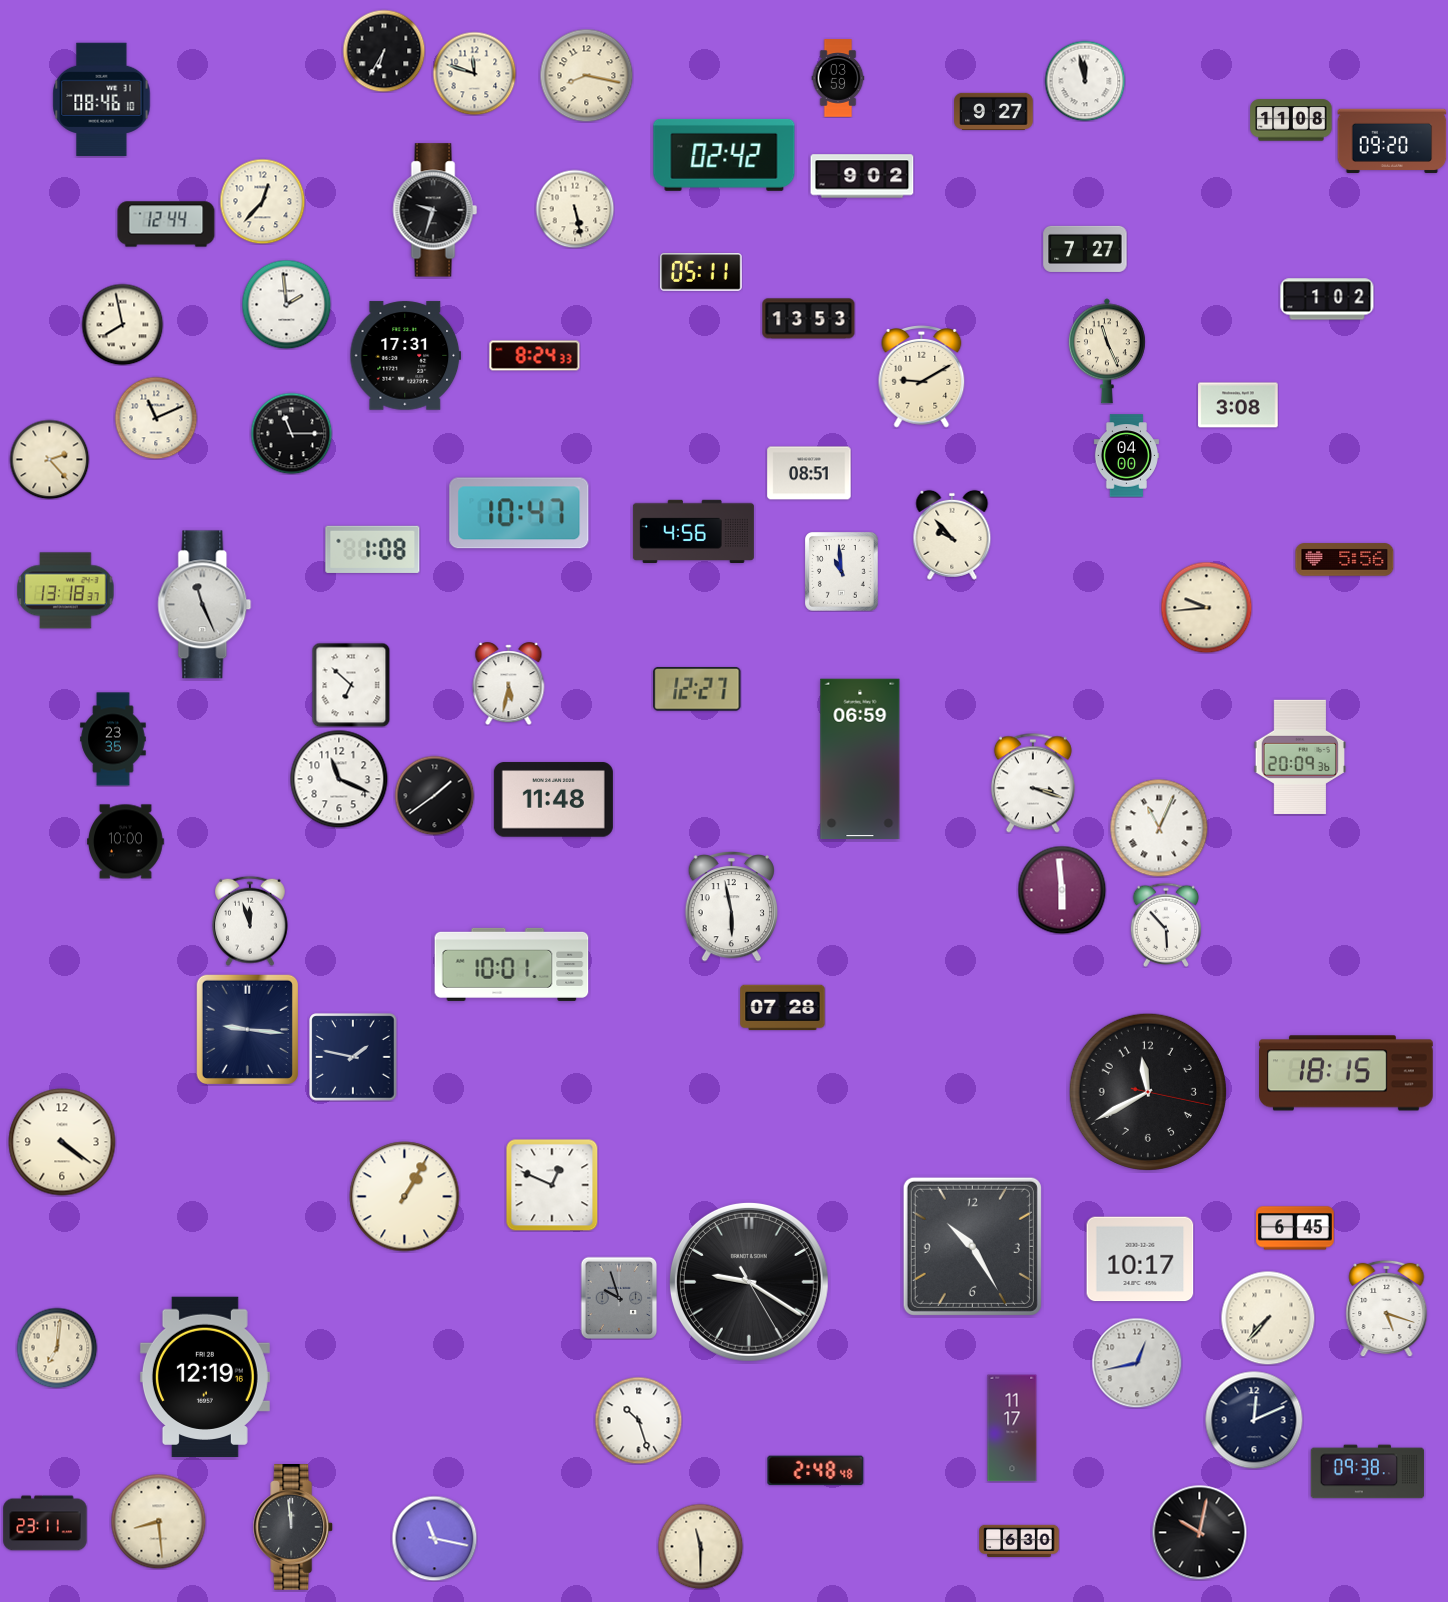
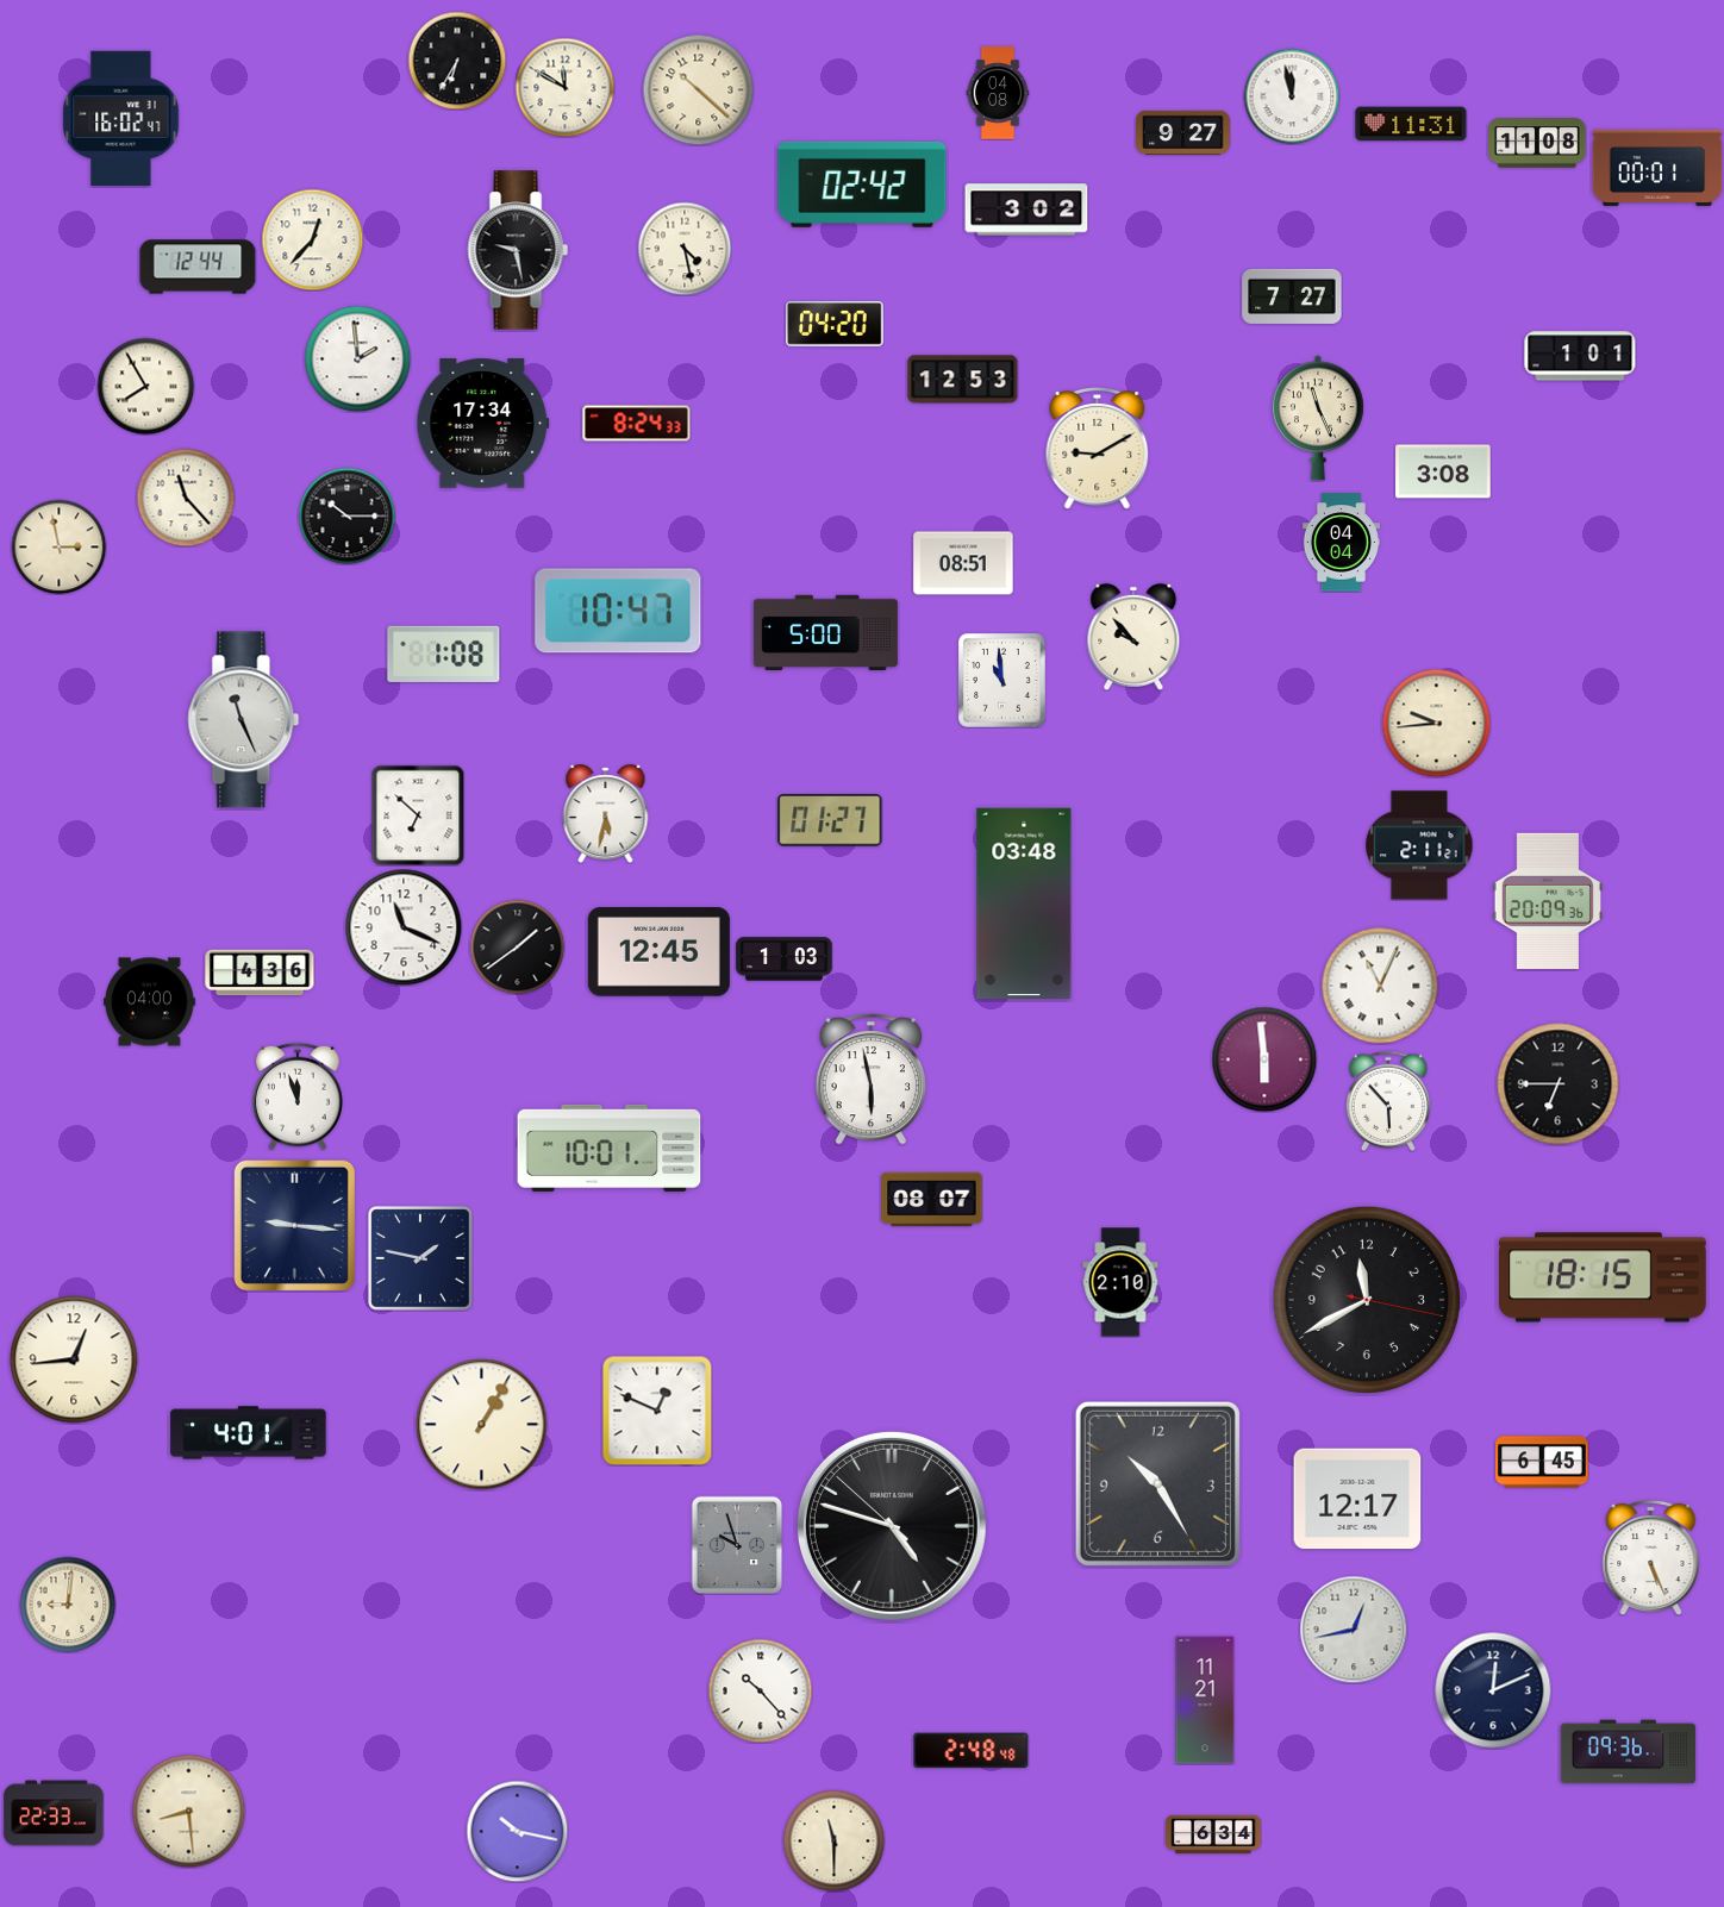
clock at (474, 73): 11:48 -> 11:50
clock at (586, 75): 8:17 -> 10:22
clock at (838, 78): 03:59 -> 04:08
clock at (102, 100): 08:46 -> 16:02
clock at (1411, 124): none -> 11:31
clock at (1392, 141): 09:20 -> 00:01
clock at (862, 176): 9:02 -> 3:02
clock at (575, 209): 5:28 -> 4:28
clock at (435, 210): 9:33 -> 9:28
clock at (701, 272): 05:11 -> 04:20
clock at (1327, 299): 1:02 -> 1:01
clock at (286, 304) position: (286, 304) -> (357, 358)
clock at (809, 319): 13:53 -> 12:53
clock at (122, 324): 7:58 -> 7:55
clock at (406, 356): 17:31 -> 17:34
clock at (1238, 405) position: (1238, 405) -> (1443, 471)
clock at (156, 418): 11:11 -> 11:23
clock at (291, 433): 11:15 -> 10:15
clock at (1126, 456): 04:00 -> 04:04
clock at (49, 459): 2:23 -> 2:58
clock at (693, 532): 4:56 -> 5:00
clock at (1345, 560): 5:56 -> none
clock at (66, 591): 13:18 -> none
clock at (697, 690): 12:27 -> 01:27
clock at (1419, 845): none -> 2:11
clock at (113, 739): 23:35 -> none
clock at (860, 759): 06:59 -> 03:48
clock at (1033, 783): 3:18 -> none
clock at (553, 800): 11:48 -> 12:45
clock at (785, 959): none -> 1:03
clock at (260, 973): none -> 4:36
clock at (126, 842): 10:00 -> 04:00
clock at (1559, 1084): none -> 6:45
clock at (783, 1008): 07:28 -> 08:07
clock at (1120, 1282): none -> 2:10
clock at (62, 1142): 4:21 -> 12:44
clock at (249, 1433): none -> 4:01
clock at (1140, 1259): 10:17 -> 12:17
clock at (749, 1282): 9:20 -> 4:47
clock at (1387, 1308): 5:18 -> 5:26
clock at (1268, 1318): 7:37 -> none
clock at (57, 1348): 7:01 -> 9:01
clock at (1137, 1363) position: (1137, 1363) -> (1354, 1630)
clock at (205, 1376): 12:19 -> none
clock at (638, 1420): 10:27 -> 10:23
clock at (1012, 1428): 11:17 -> 11:21
clock at (1368, 1472): 09:38 -> 09:36
clock at (45, 1523): 23:11 -> 22:33
clock at (294, 1528): 11:59 -> none
clock at (1199, 1532): 10:02 -> none
clock at (434, 1538): 11:17 -> 10:17
clock at (1019, 1540): 6:30 -> 6:34
